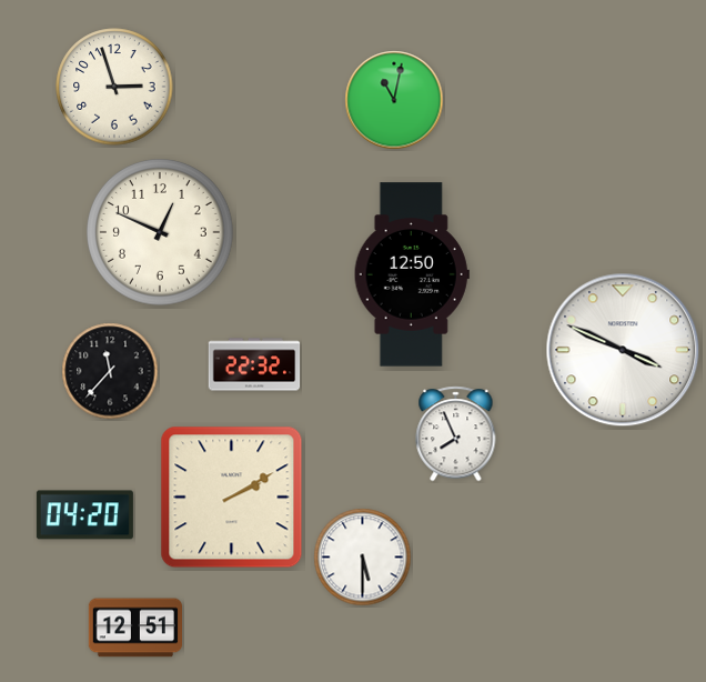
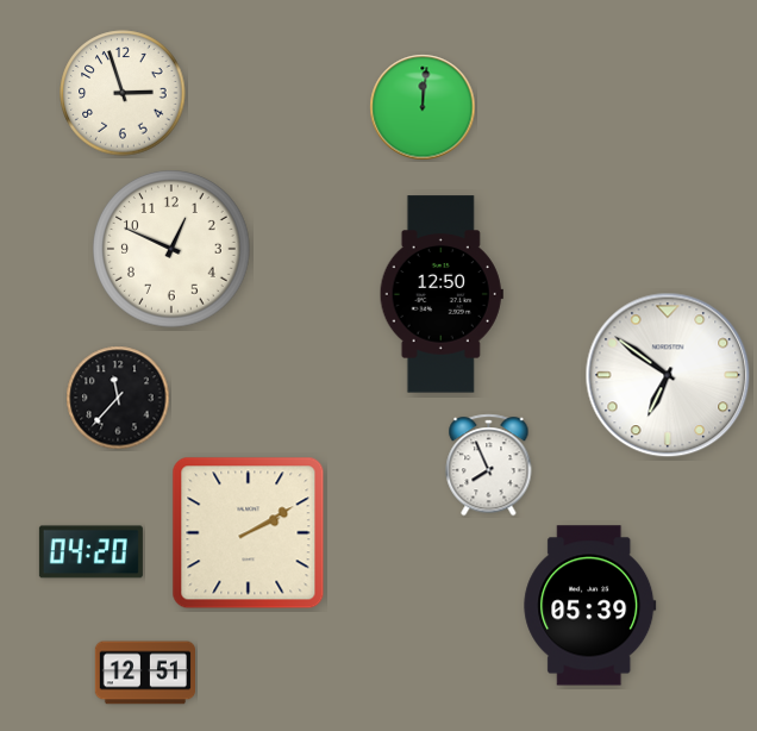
clock at (394, 100): 11:02 -> 12:01
clock at (623, 350): 3:49 -> 6:51
clock at (254, 364): 22:32 -> none
clock at (363, 558): 5:30 -> none
clock at (590, 606): none -> 05:39
